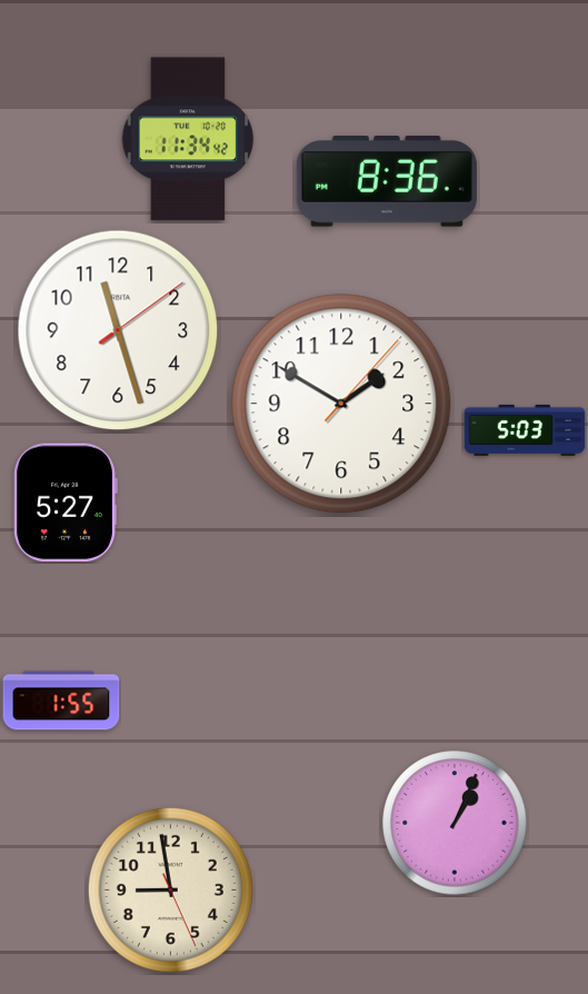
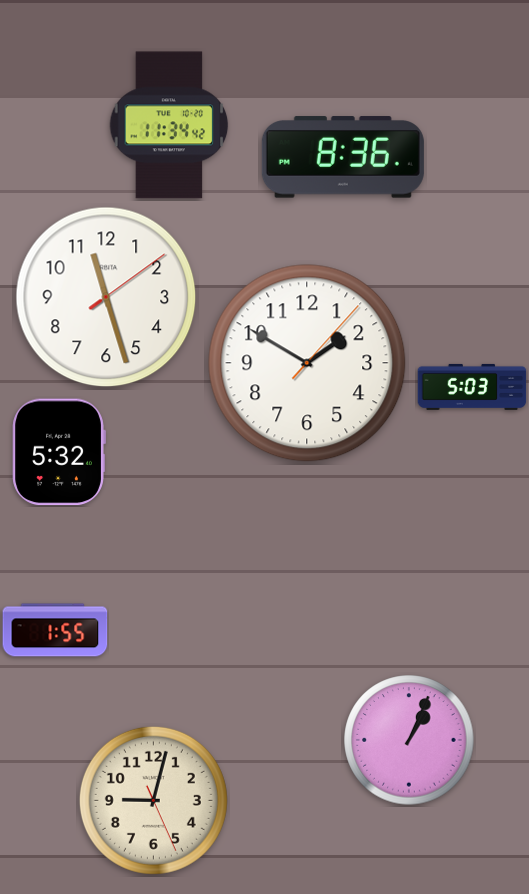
clock at (387, 181) position: (387, 181) -> (343, 157)
clock at (66, 503): 5:27 -> 5:32
clock at (170, 889): 8:58 -> 9:02
